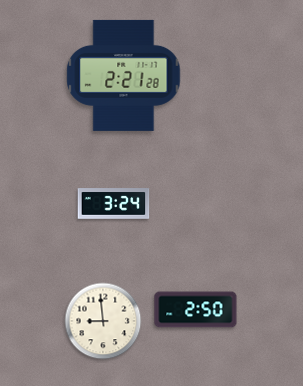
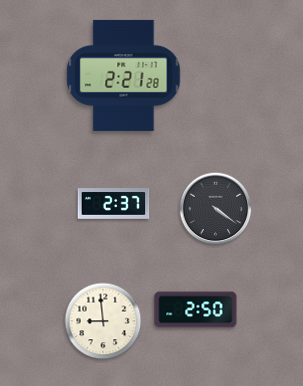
clock at (114, 204): 3:24 -> 2:37
clock at (216, 209): none -> 4:21
